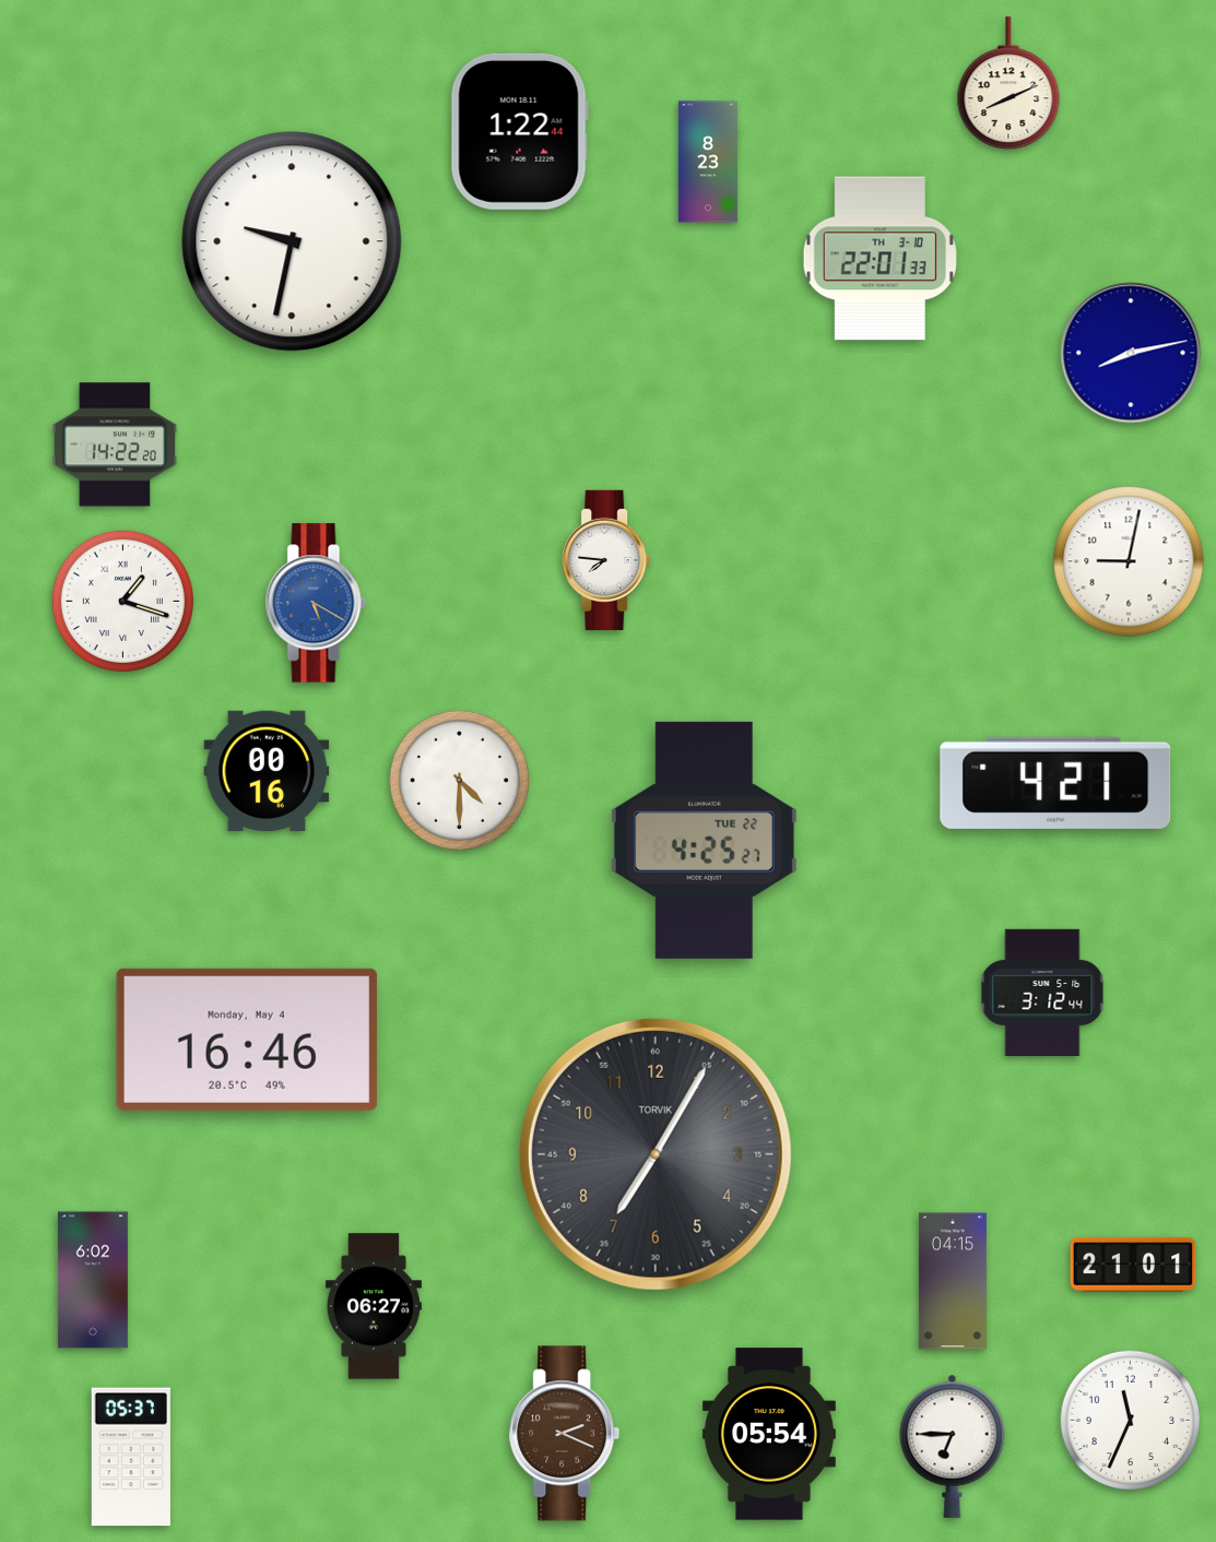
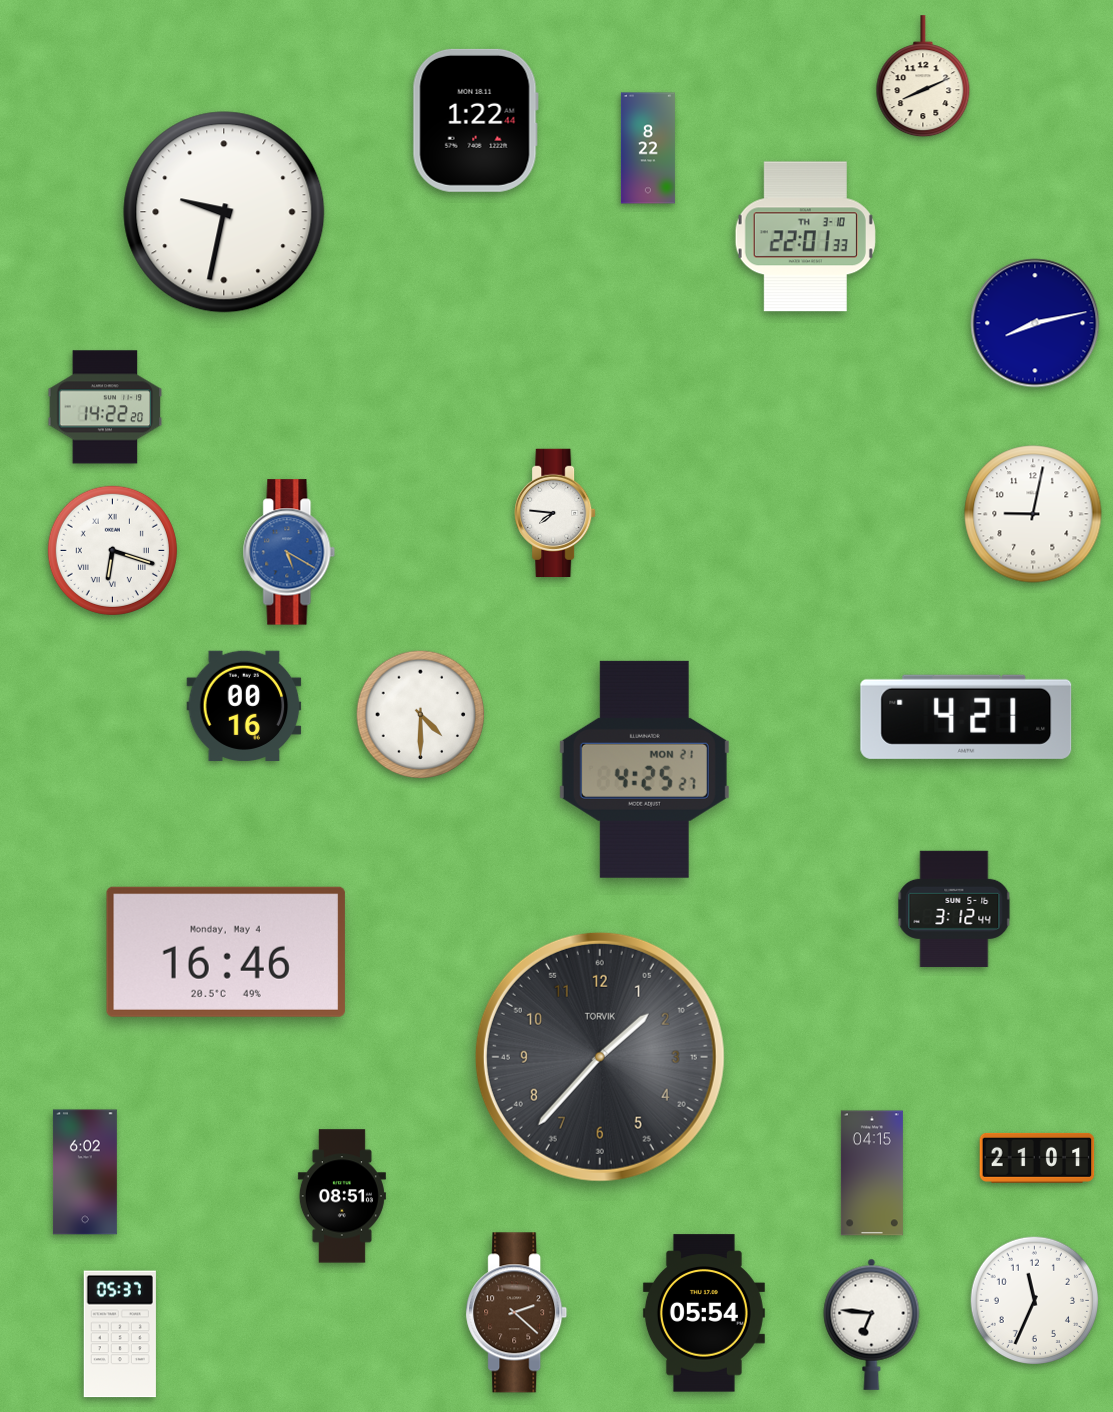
clock at (708, 162): 8:23 -> 8:22
clock at (292, 241) position: (292, 241) -> (224, 212)
clock at (122, 601): 1:18 -> 6:18
clock at (704, 840) date: TUE 22 -> MON 21
clock at (656, 1154): 7:05 -> 1:37
clock at (374, 1306): 06:27 -> 08:51
clock at (565, 1434): 2:19 -> 2:22
clock at (953, 1446): 6:45 -> 6:46
